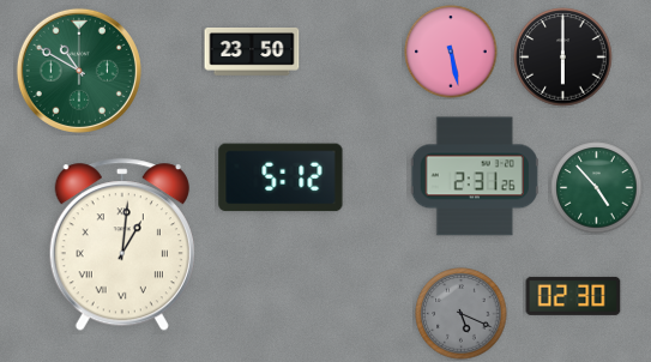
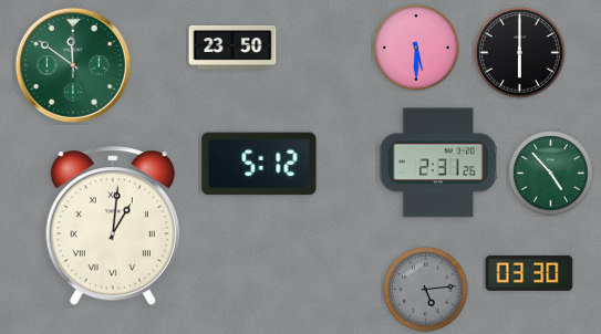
clock at (451, 52): 5:28 -> 5:30
clock at (79, 71): 10:50 -> 11:51
clock at (573, 296): 02:30 -> 03:30
clock at (462, 314): 5:19 -> 5:14
